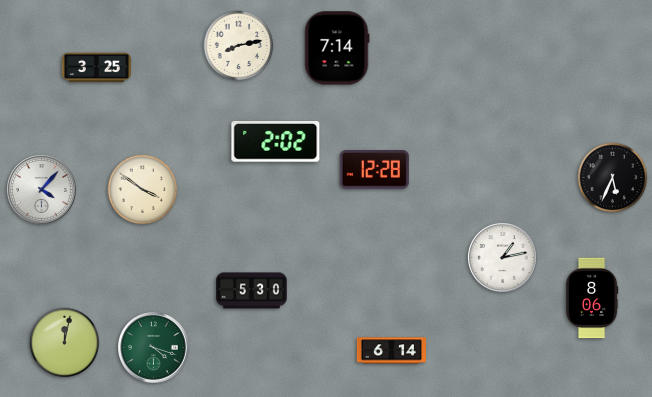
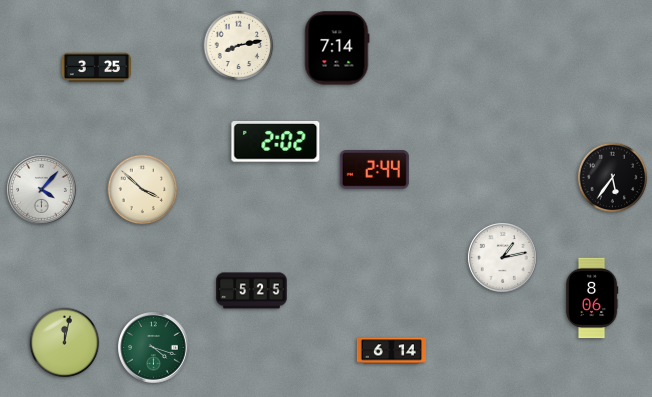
clock at (374, 170): 12:28 -> 2:44
clock at (613, 178): 5:34 -> 5:36
clock at (143, 190): 3:51 -> 3:52
clock at (252, 291): 5:30 -> 5:25
